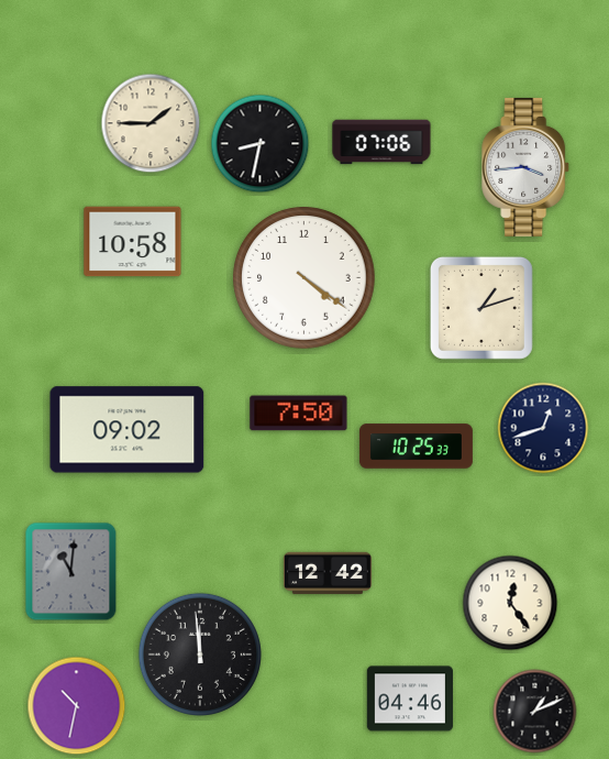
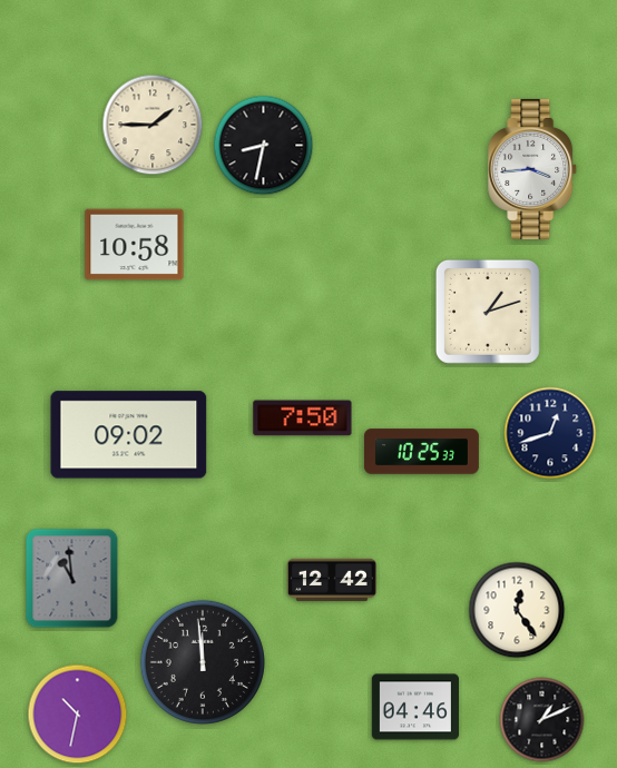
clock at (381, 142): 07:06 -> none
clock at (304, 278): 4:21 -> none
clock at (71, 572): 11:01 -> 10:59
